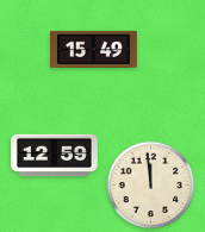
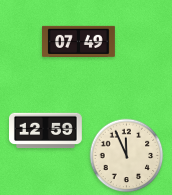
clock at (94, 49): 15:49 -> 07:49
clock at (151, 186): 11:59 -> 11:56
